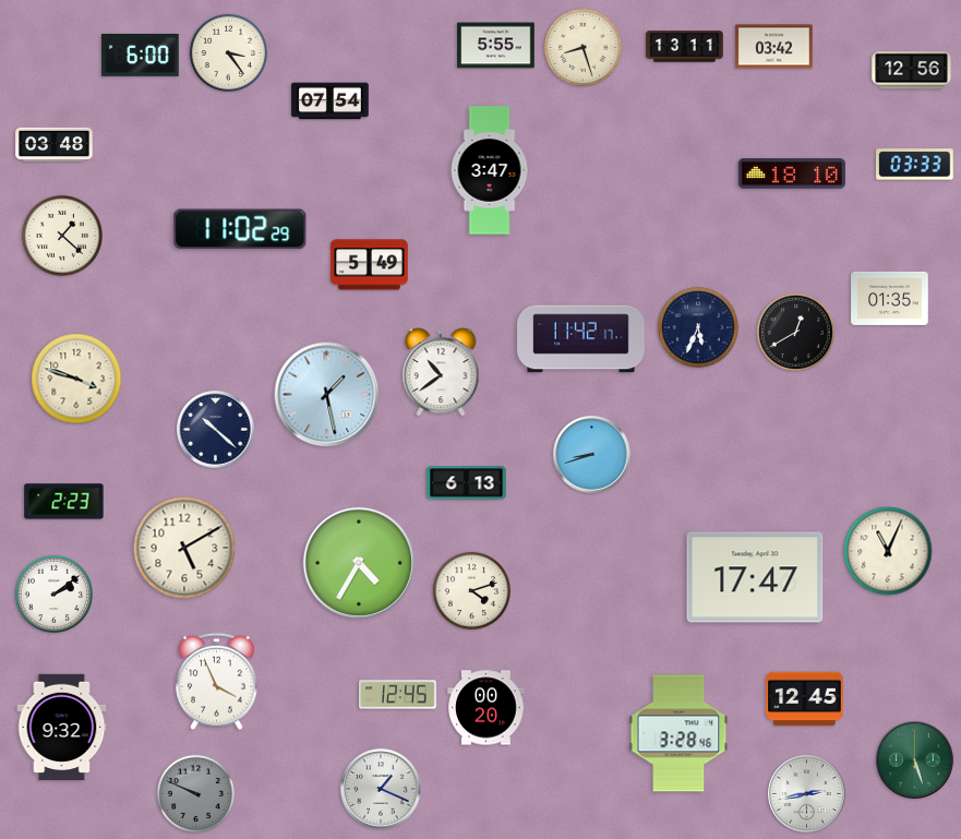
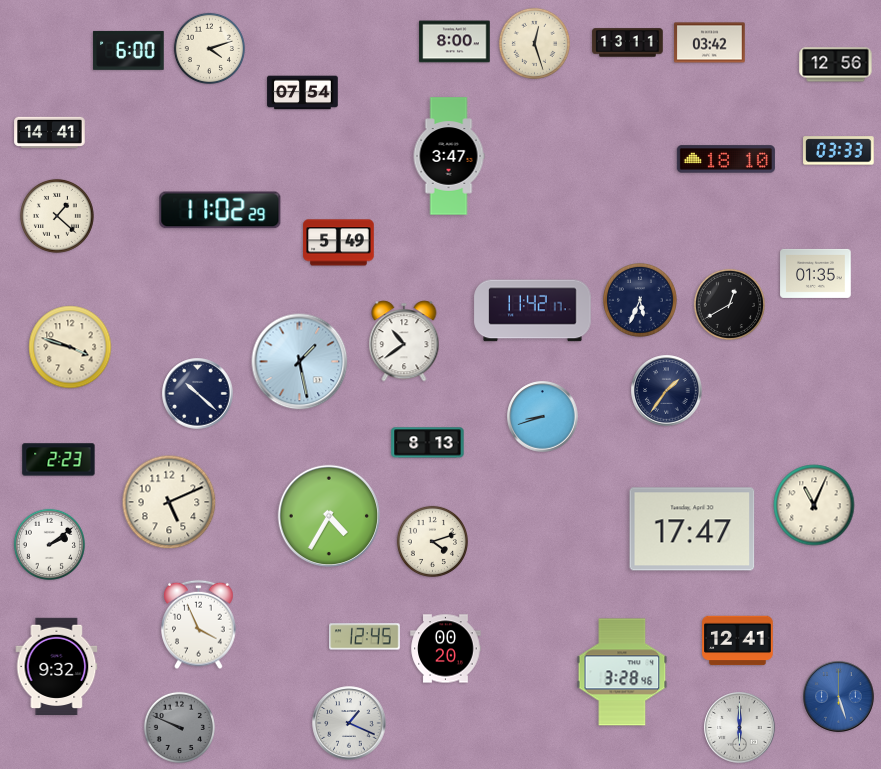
clock at (496, 46): 5:55 -> 8:00
clock at (582, 47): 8:27 -> 12:27
clock at (228, 52): 3:24 -> 4:12
clock at (55, 145): 03:48 -> 14:41
clock at (667, 391): none -> 1:36
clock at (467, 483): 6:13 -> 8:13
clock at (184, 548): 5:10 -> 5:11
clock at (805, 699): 12:45 -> 12:41
clock at (915, 760) dial: green -> blue
clock at (807, 794): 2:43 -> 6:00
